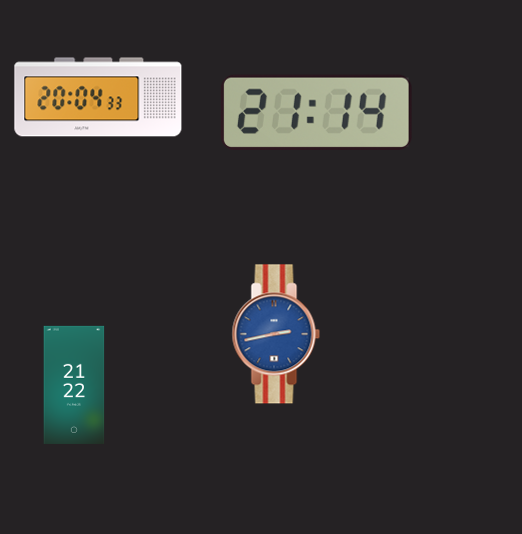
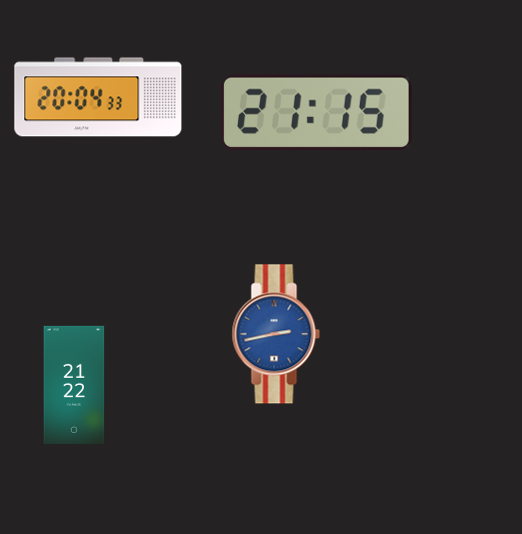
clock at (316, 112): 21:14 -> 21:15
